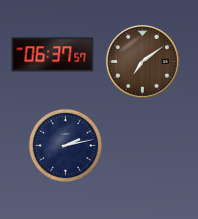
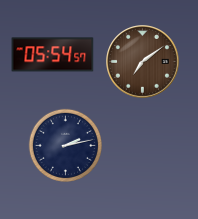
clock at (53, 55): 06:37 -> 05:54
